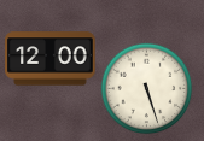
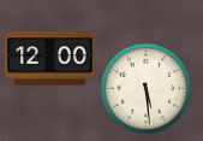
clock at (147, 89): 5:27 -> 5:29
